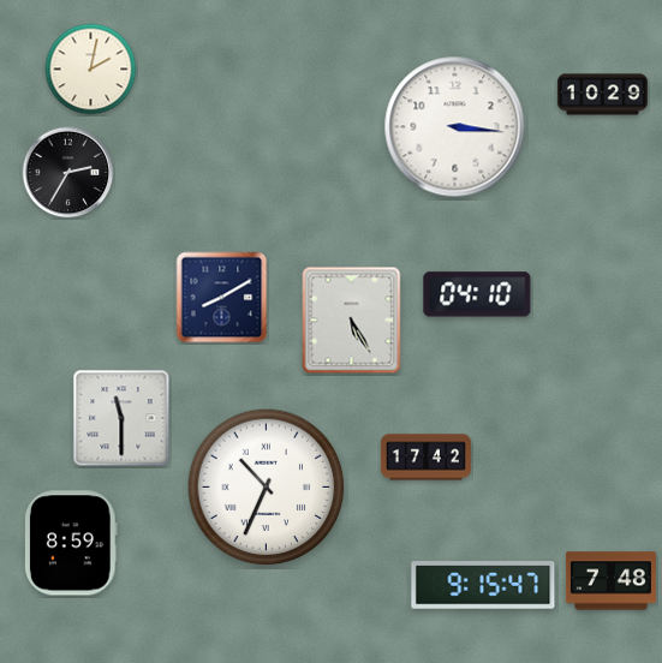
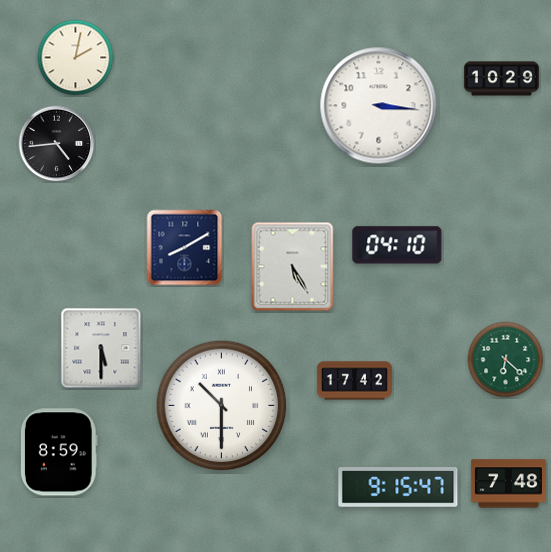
clock at (68, 173): 2:35 -> 4:44
clock at (121, 418): 11:30 -> 5:30
clock at (506, 360): none -> 6:22
clock at (267, 488): 10:34 -> 10:30
clock at (483, 585) position: (483, 585) -> (398, 487)
